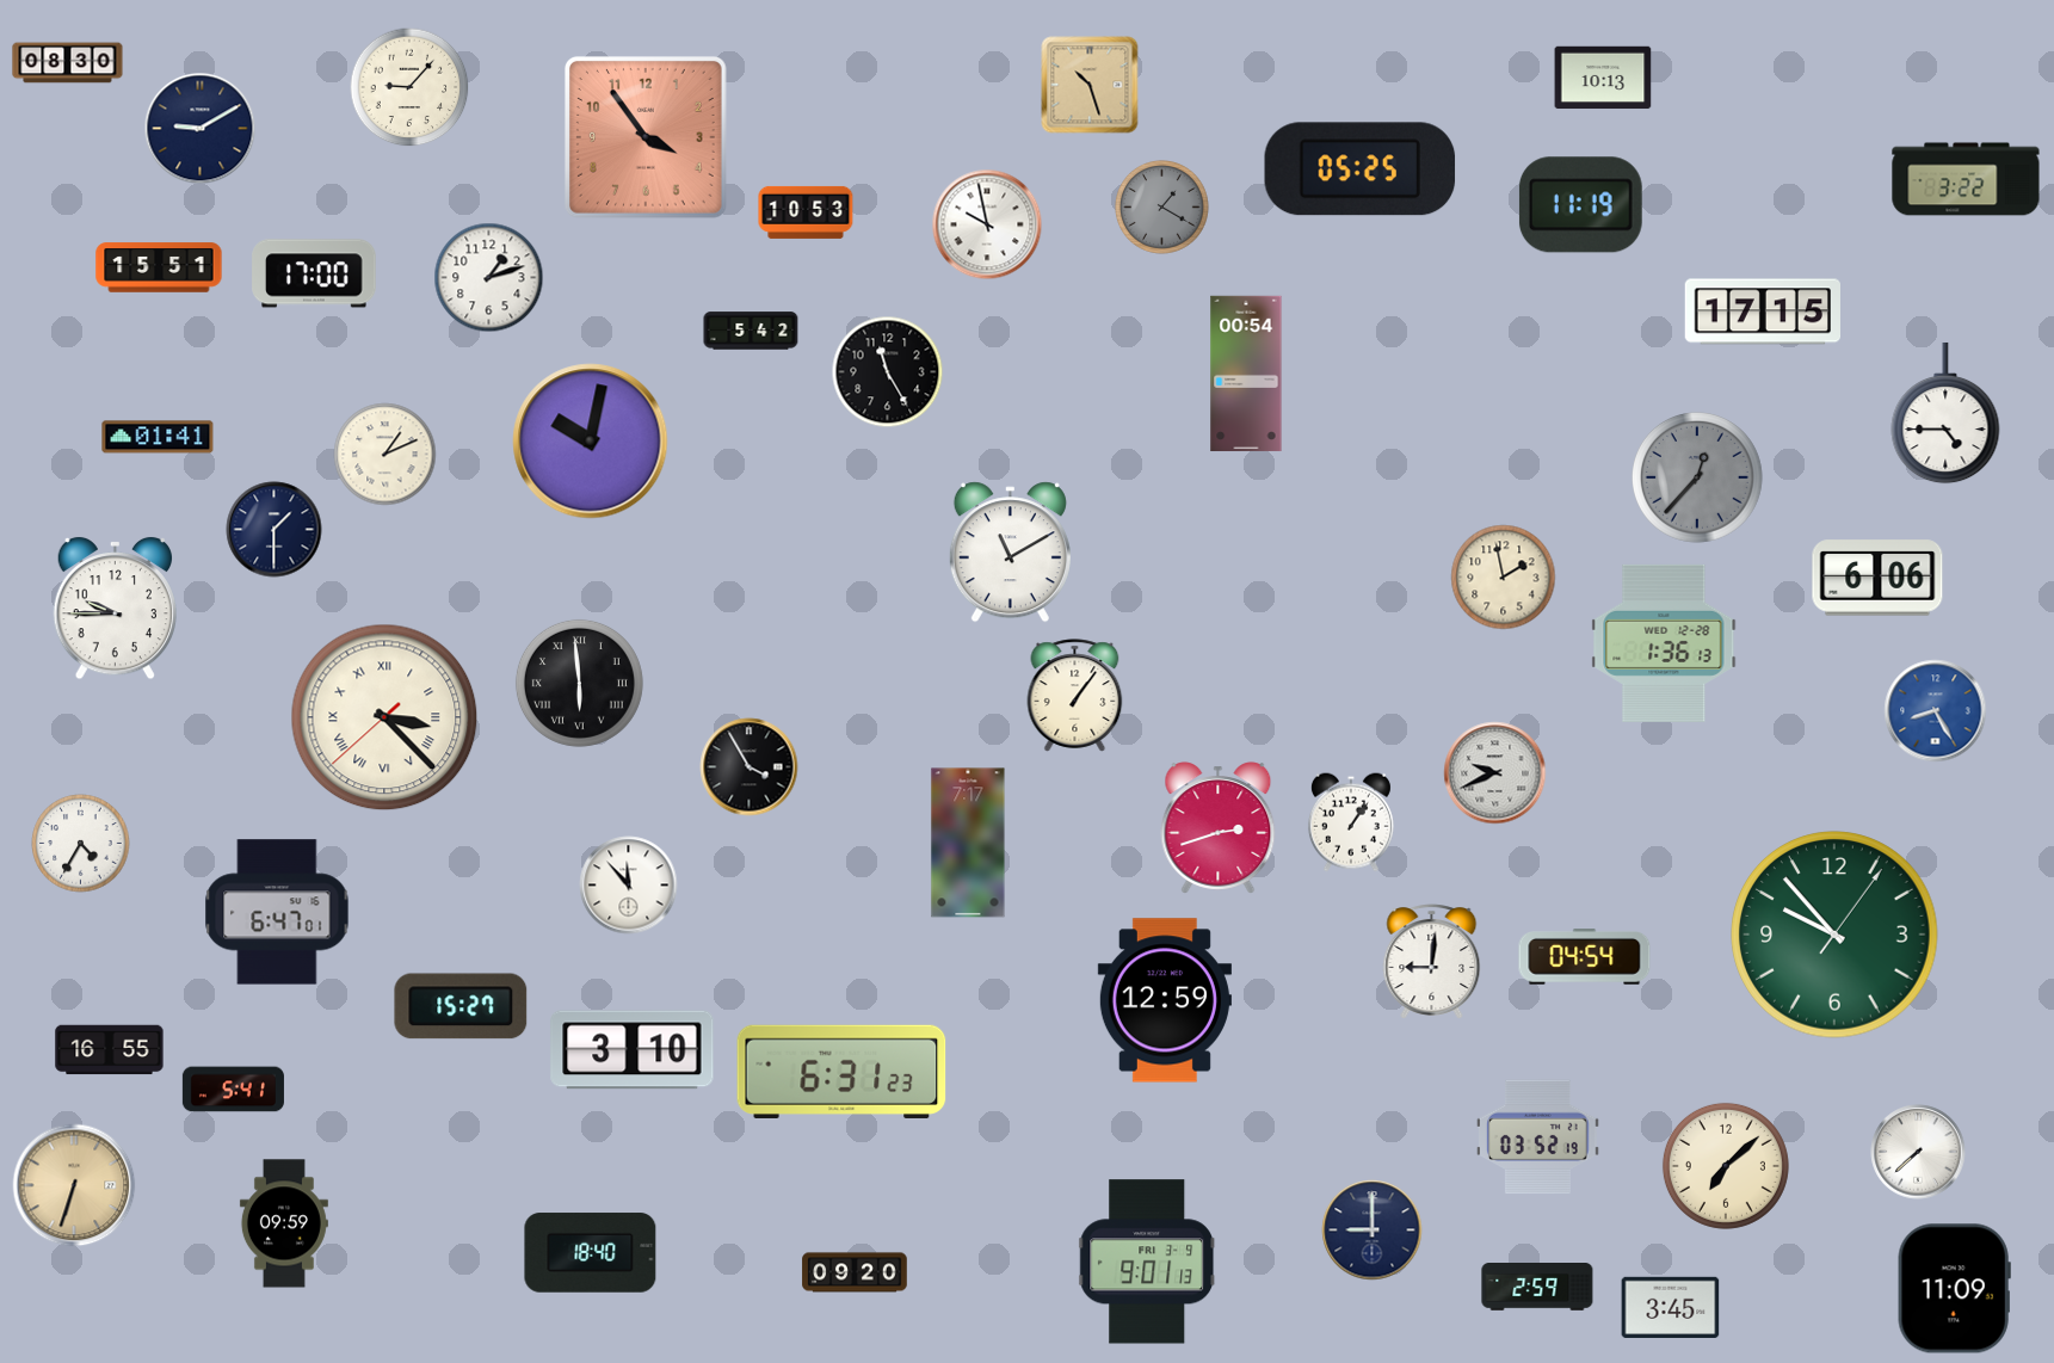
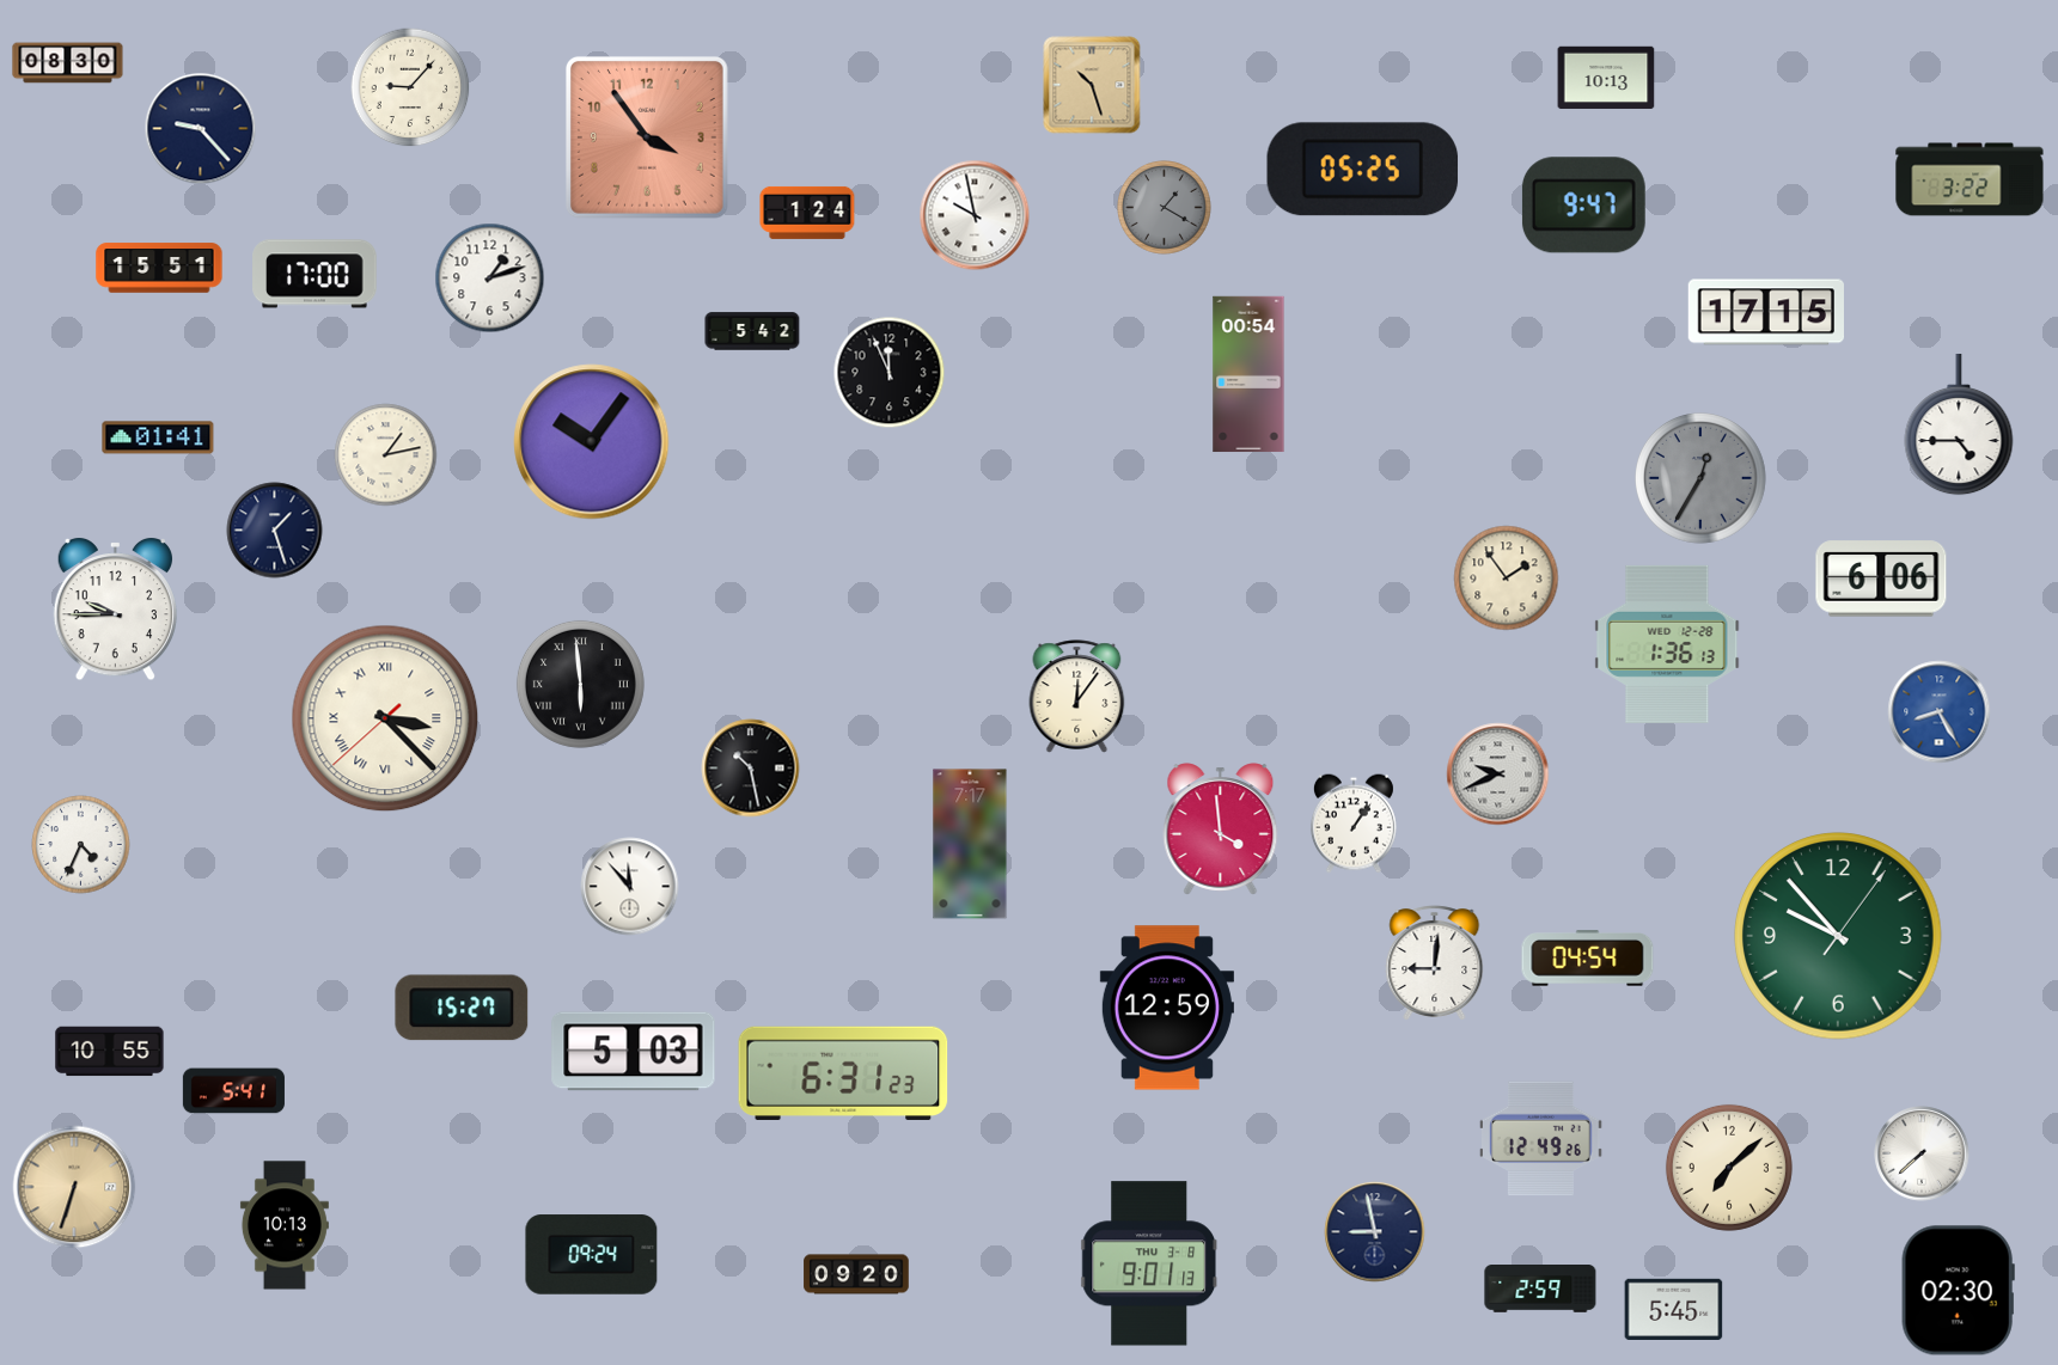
clock at (201, 129): 9:10 -> 9:23
clock at (1580, 205): 11:19 -> 9:47
clock at (806, 212): 10:53 -> 1:24
clock at (987, 224) position: (987, 224) -> (975, 215)
clock at (888, 372): 11:25 -> 11:56
clock at (1945, 413) position: (1945, 413) -> (1959, 424)
clock at (591, 442): 10:02 -> 10:06
clock at (385, 455): 1:11 -> 1:13
clock at (1698, 479): 12:37 -> 12:35
clock at (275, 530): 1:30 -> 1:27
clock at (1010, 553): 11:10 -> none
clock at (1504, 578): 1:58 -> 1:54
clock at (1075, 696): 1:06 -> 12:06
clock at (750, 767): 3:55 -> 10:28
clock at (1219, 828): 2:42 -> 3:59
clock at (81, 844): 4:35 -> 4:34
clock at (277, 912): 6:47 -> none
clock at (1165, 1000) position: (1165, 1000) -> (1167, 1008)
clock at (110, 1050): 16:55 -> 10:55
clock at (633, 1050): 3:10 -> 5:03
clock at (1538, 1137): 03:52 -> 12:49
clock at (284, 1223): 09:59 -> 10:13
clock at (1373, 1231): 9:00 -> 8:58
clock at (591, 1253): 18:40 -> 09:24
clock at (1148, 1262) date: FRI 3-9 -> THU 3-8
clock at (1954, 1289): 11:09 -> 02:30
clock at (1671, 1307): 3:45 -> 5:45
